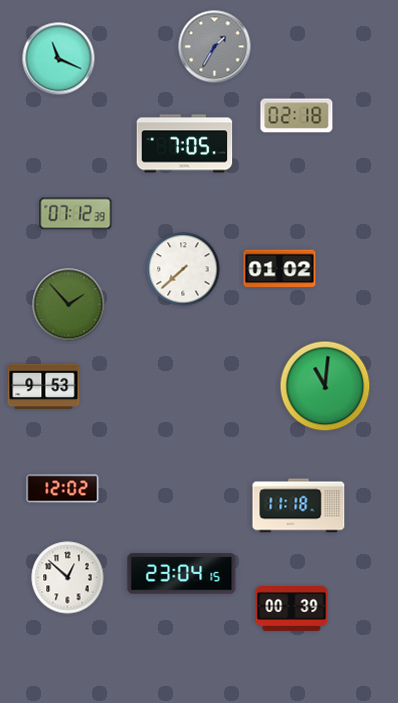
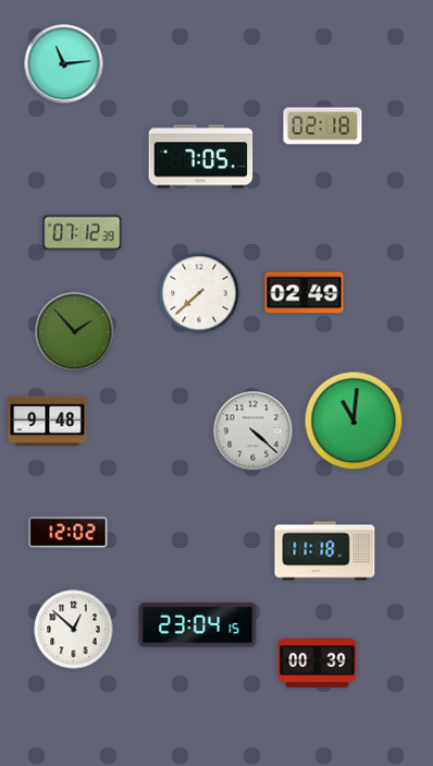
clock at (215, 47): 1:35 -> none
clock at (59, 59): 11:19 -> 11:14
clock at (280, 269): 01:02 -> 02:49
clock at (44, 387): 9:53 -> 9:48
clock at (253, 431): none -> 4:22
